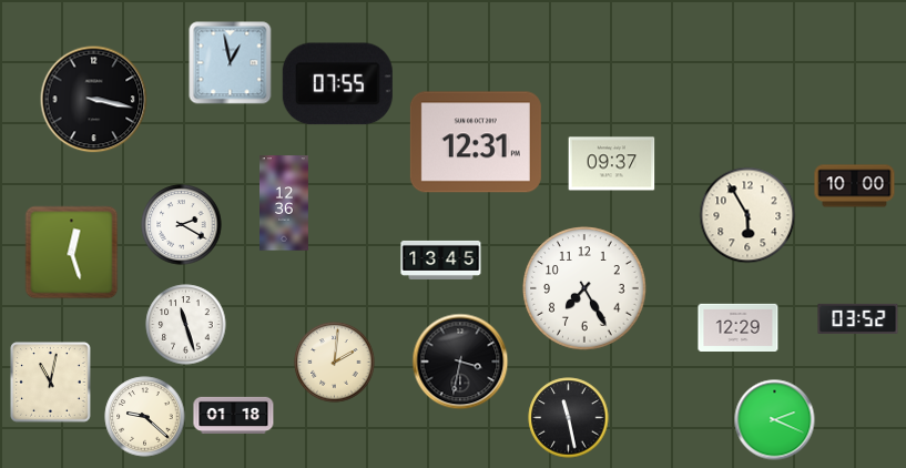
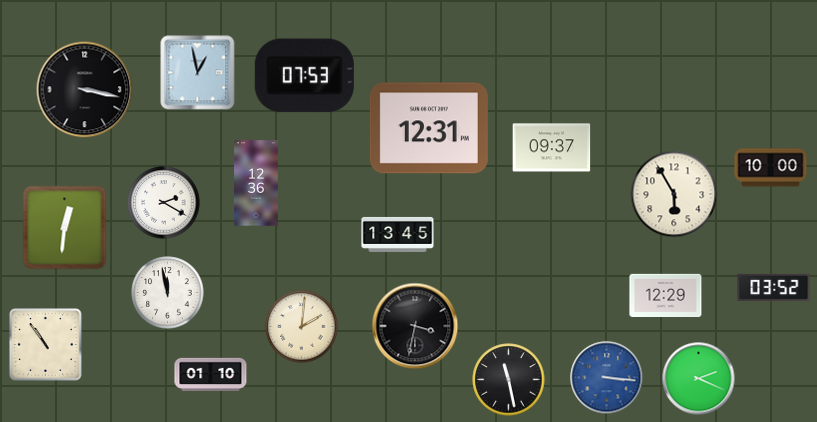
clock at (231, 63) position: (231, 63) -> (198, 73)
clock at (337, 84): 07:55 -> 07:53
clock at (72, 253): 12:27 -> 12:31
clock at (584, 288): 7:25 -> none
clock at (186, 325): 11:27 -> 11:58
clock at (51, 383): 11:02 -> 10:54
clock at (234, 415): 01:18 -> 01:10
clock at (145, 417): 9:22 -> none
clock at (569, 418) position: (569, 418) -> (509, 380)
clock at (607, 378): none -> 3:16
